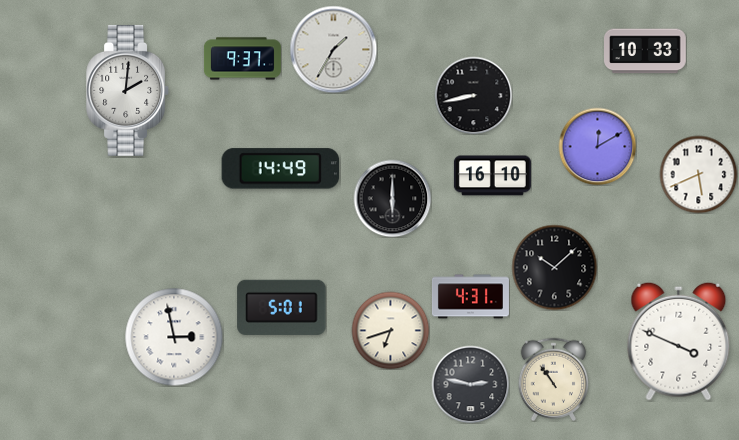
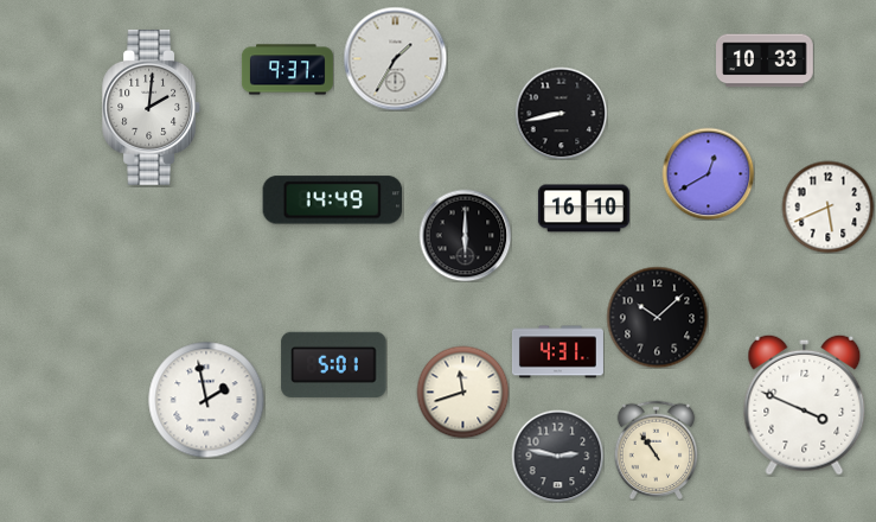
clock at (597, 146): 12:10 -> 12:40
clock at (390, 330): 6:42 -> 11:42
clock at (174, 337): 2:58 -> 1:58
